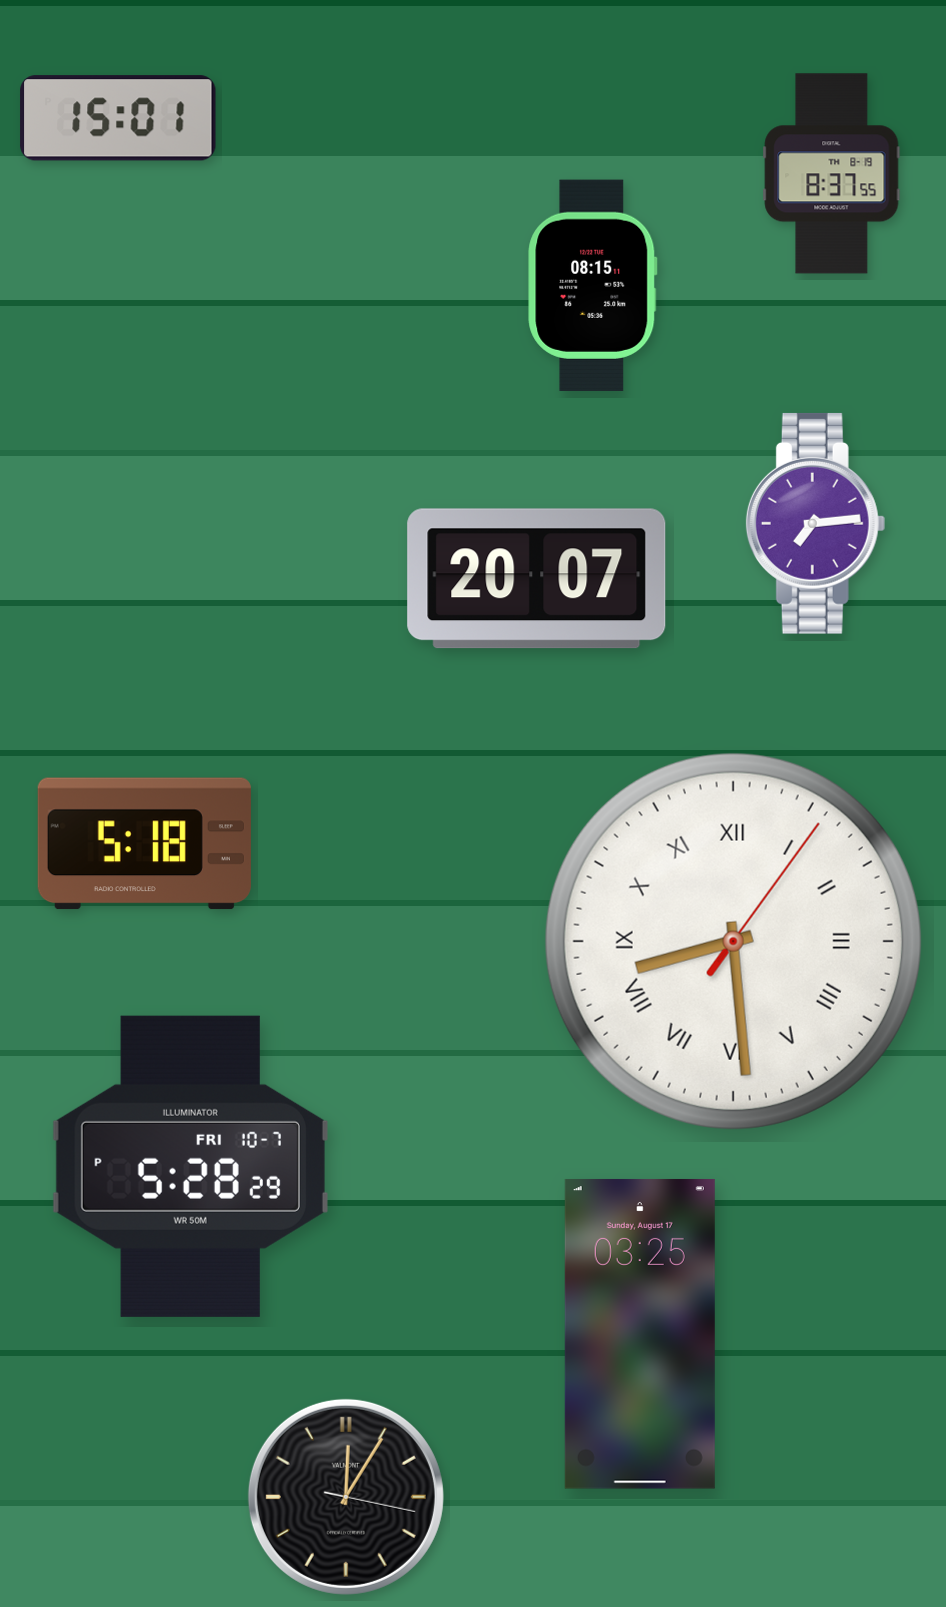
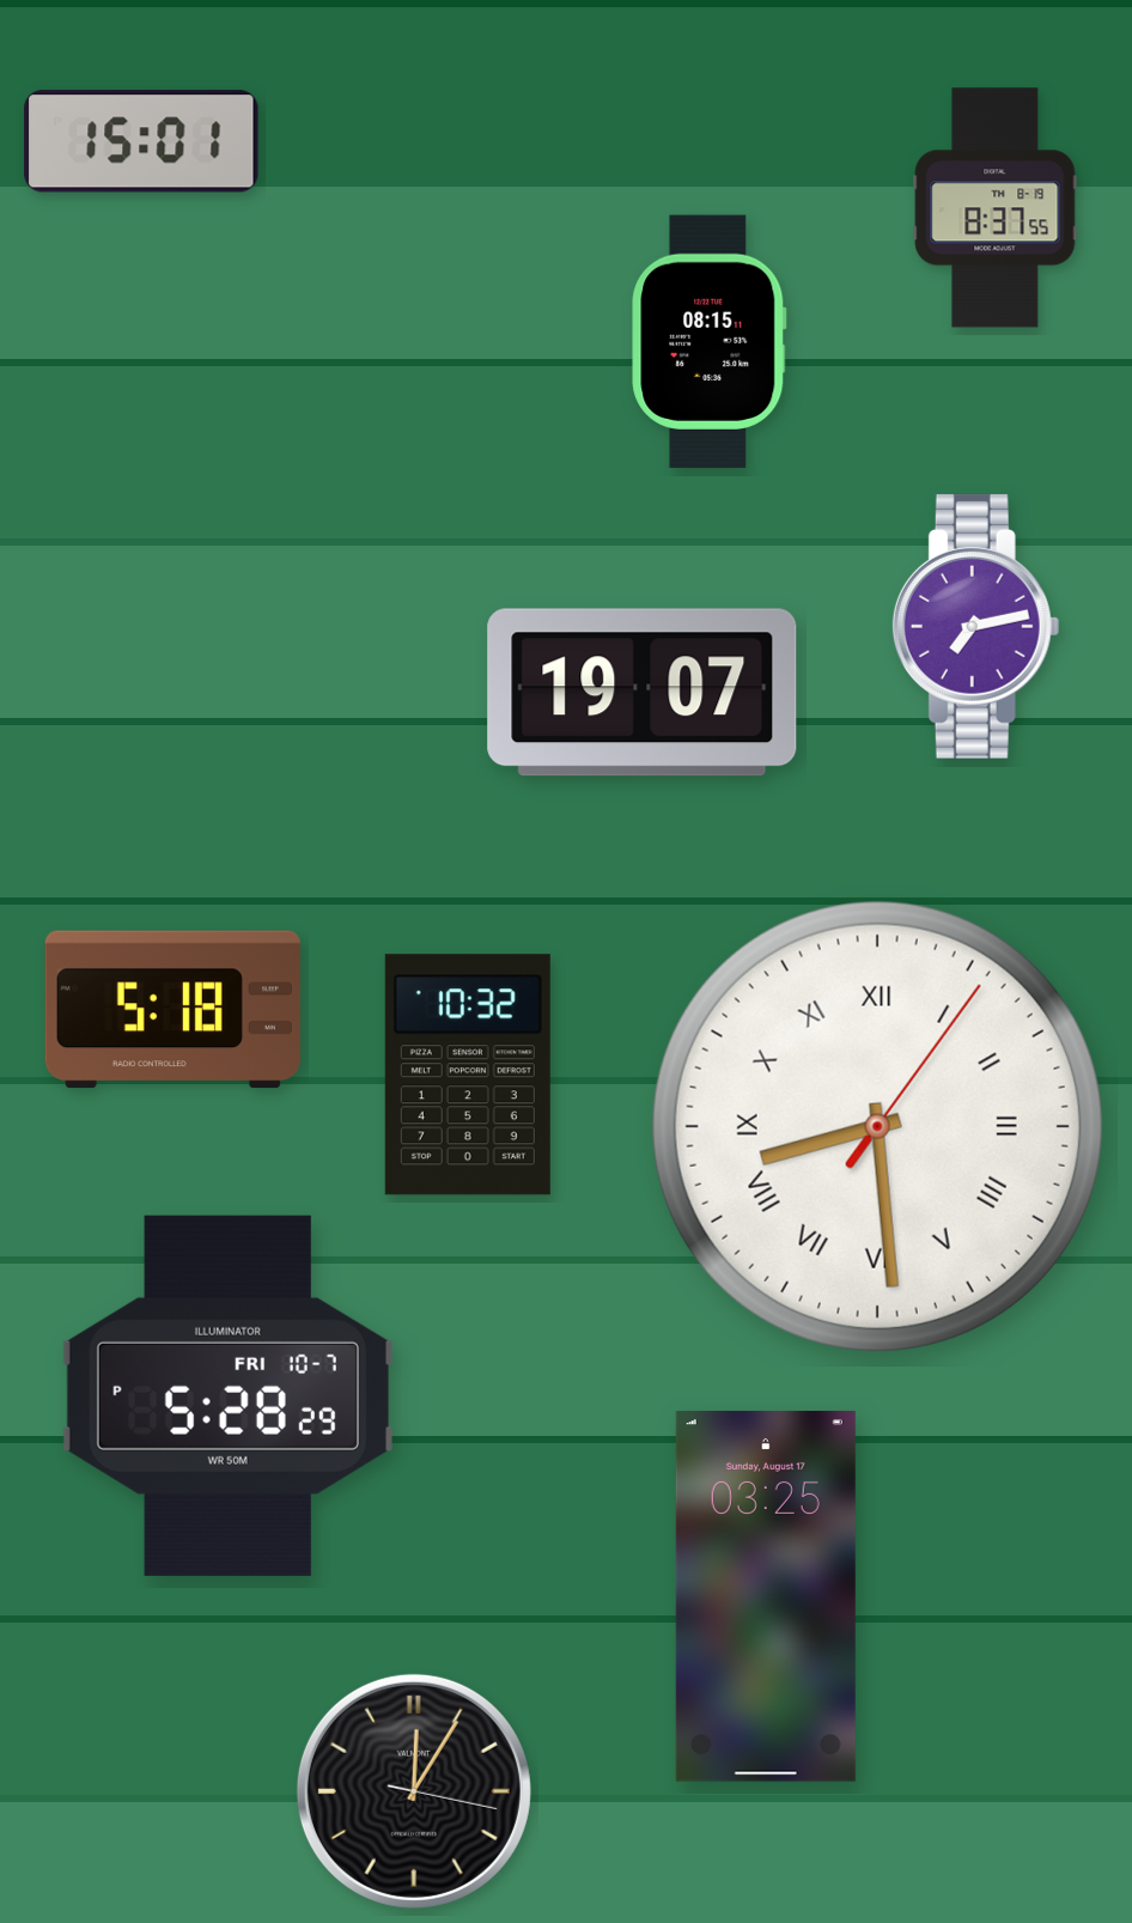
clock at (816, 523): 7:14 -> 7:13
clock at (537, 579): 20:07 -> 19:07
clock at (468, 1075): none -> 10:32
